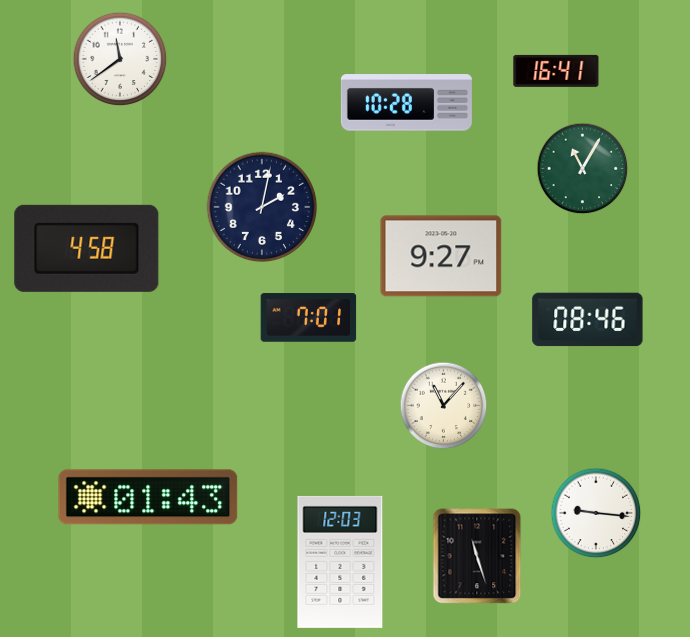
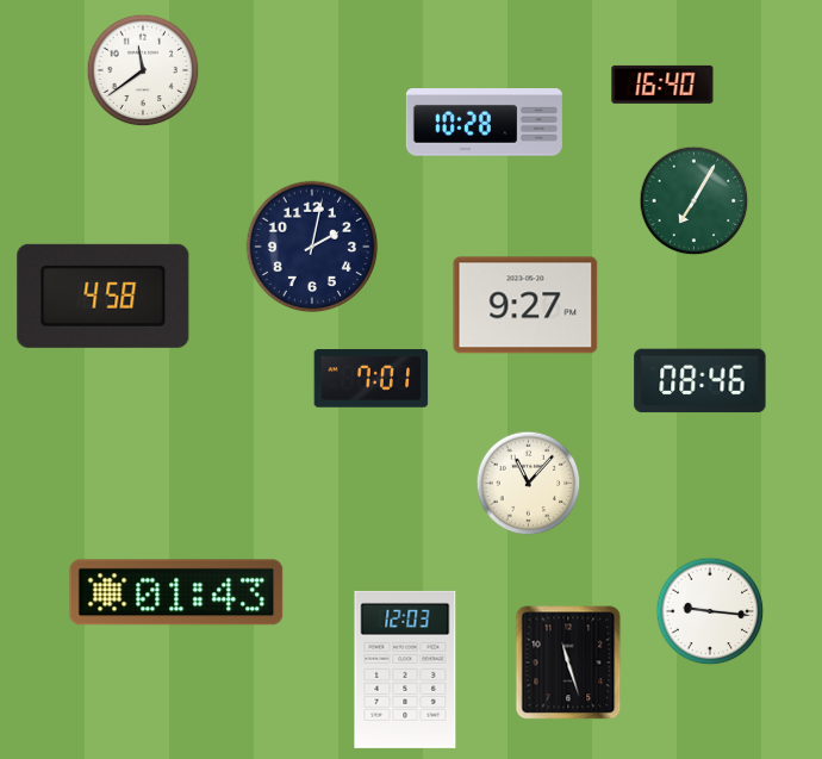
clock at (556, 71): 16:41 -> 16:40
clock at (583, 169): 11:05 -> 7:05
clock at (309, 318) position: (309, 318) -> (372, 379)
